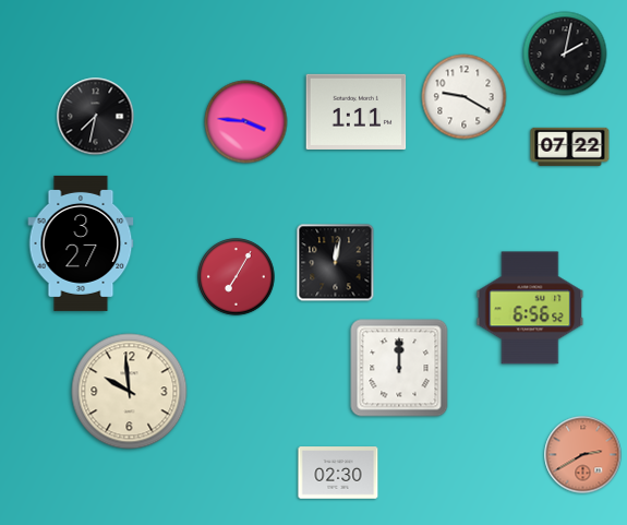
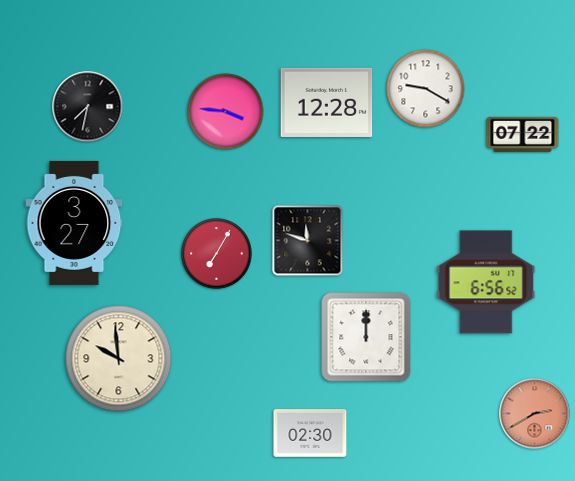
clock at (565, 53): 2:02 -> none
clock at (357, 111): 1:11 -> 12:28
clock at (336, 263): 12:02 -> 11:48
clock at (583, 455) position: (583, 455) -> (535, 414)
